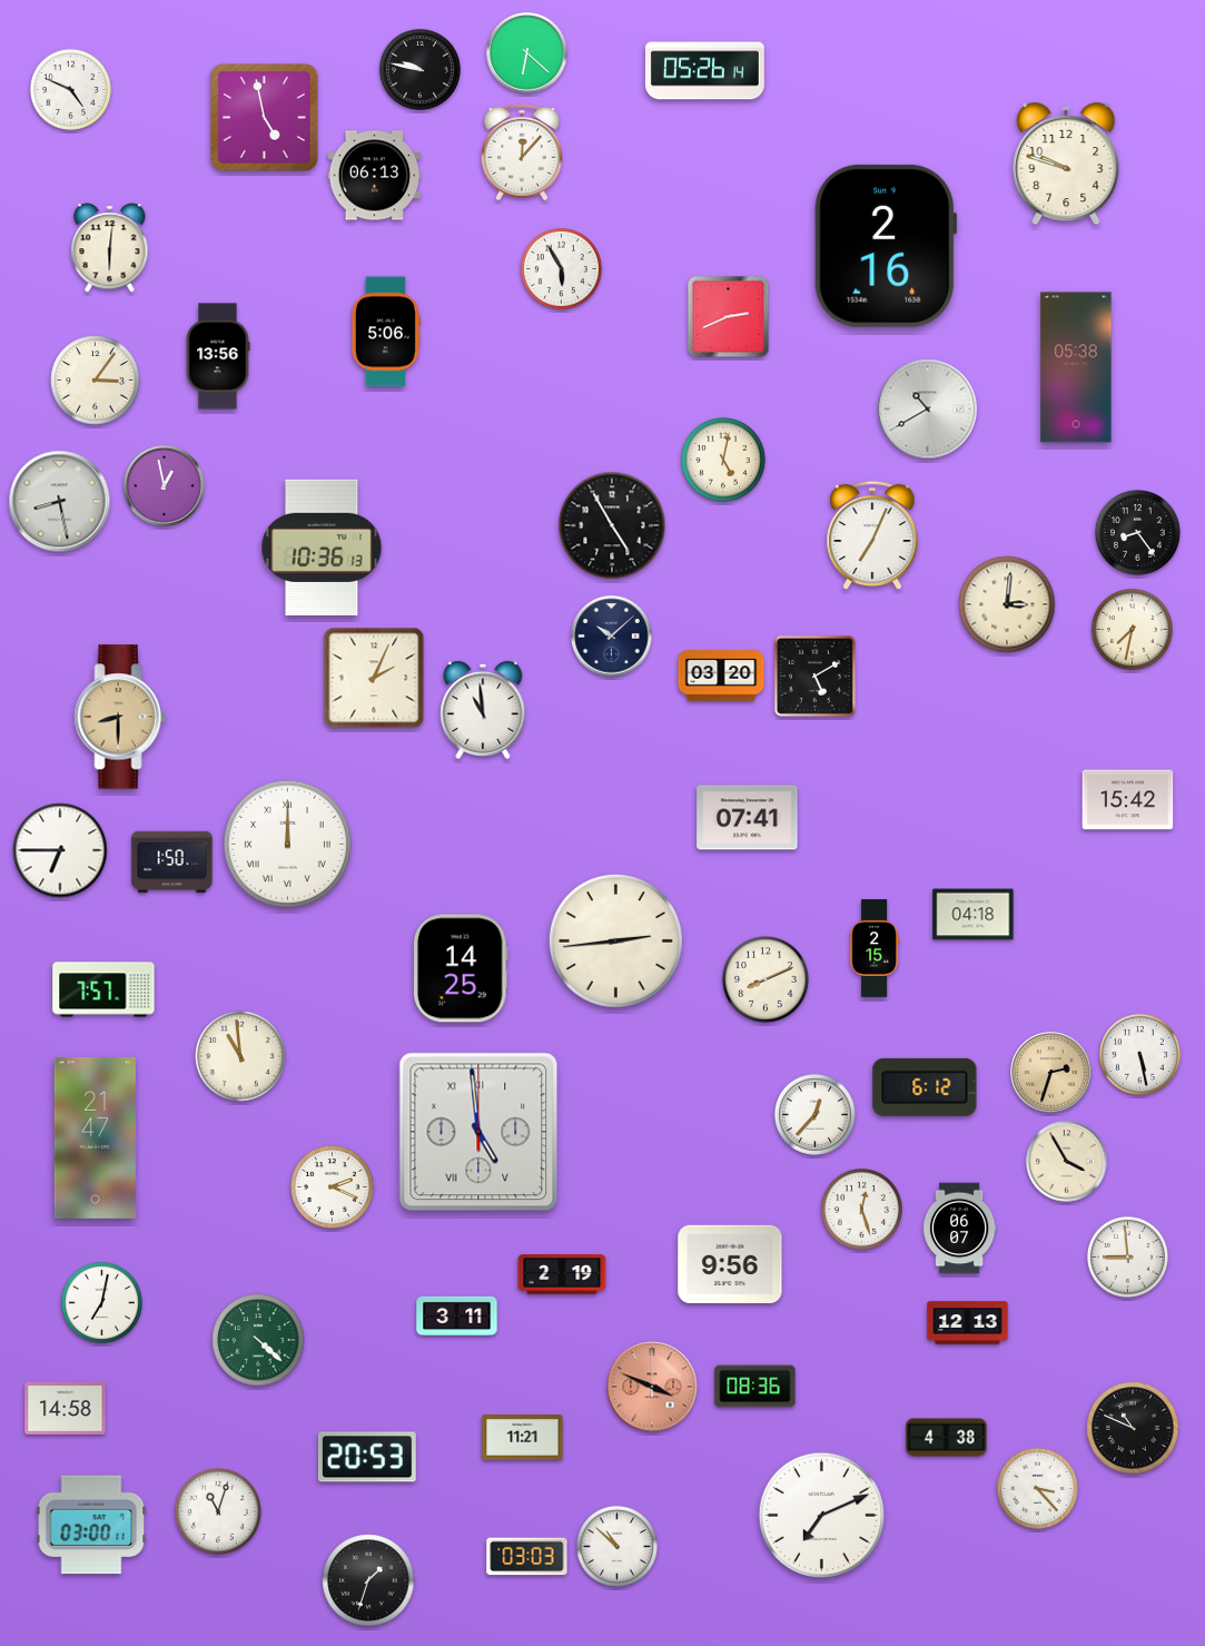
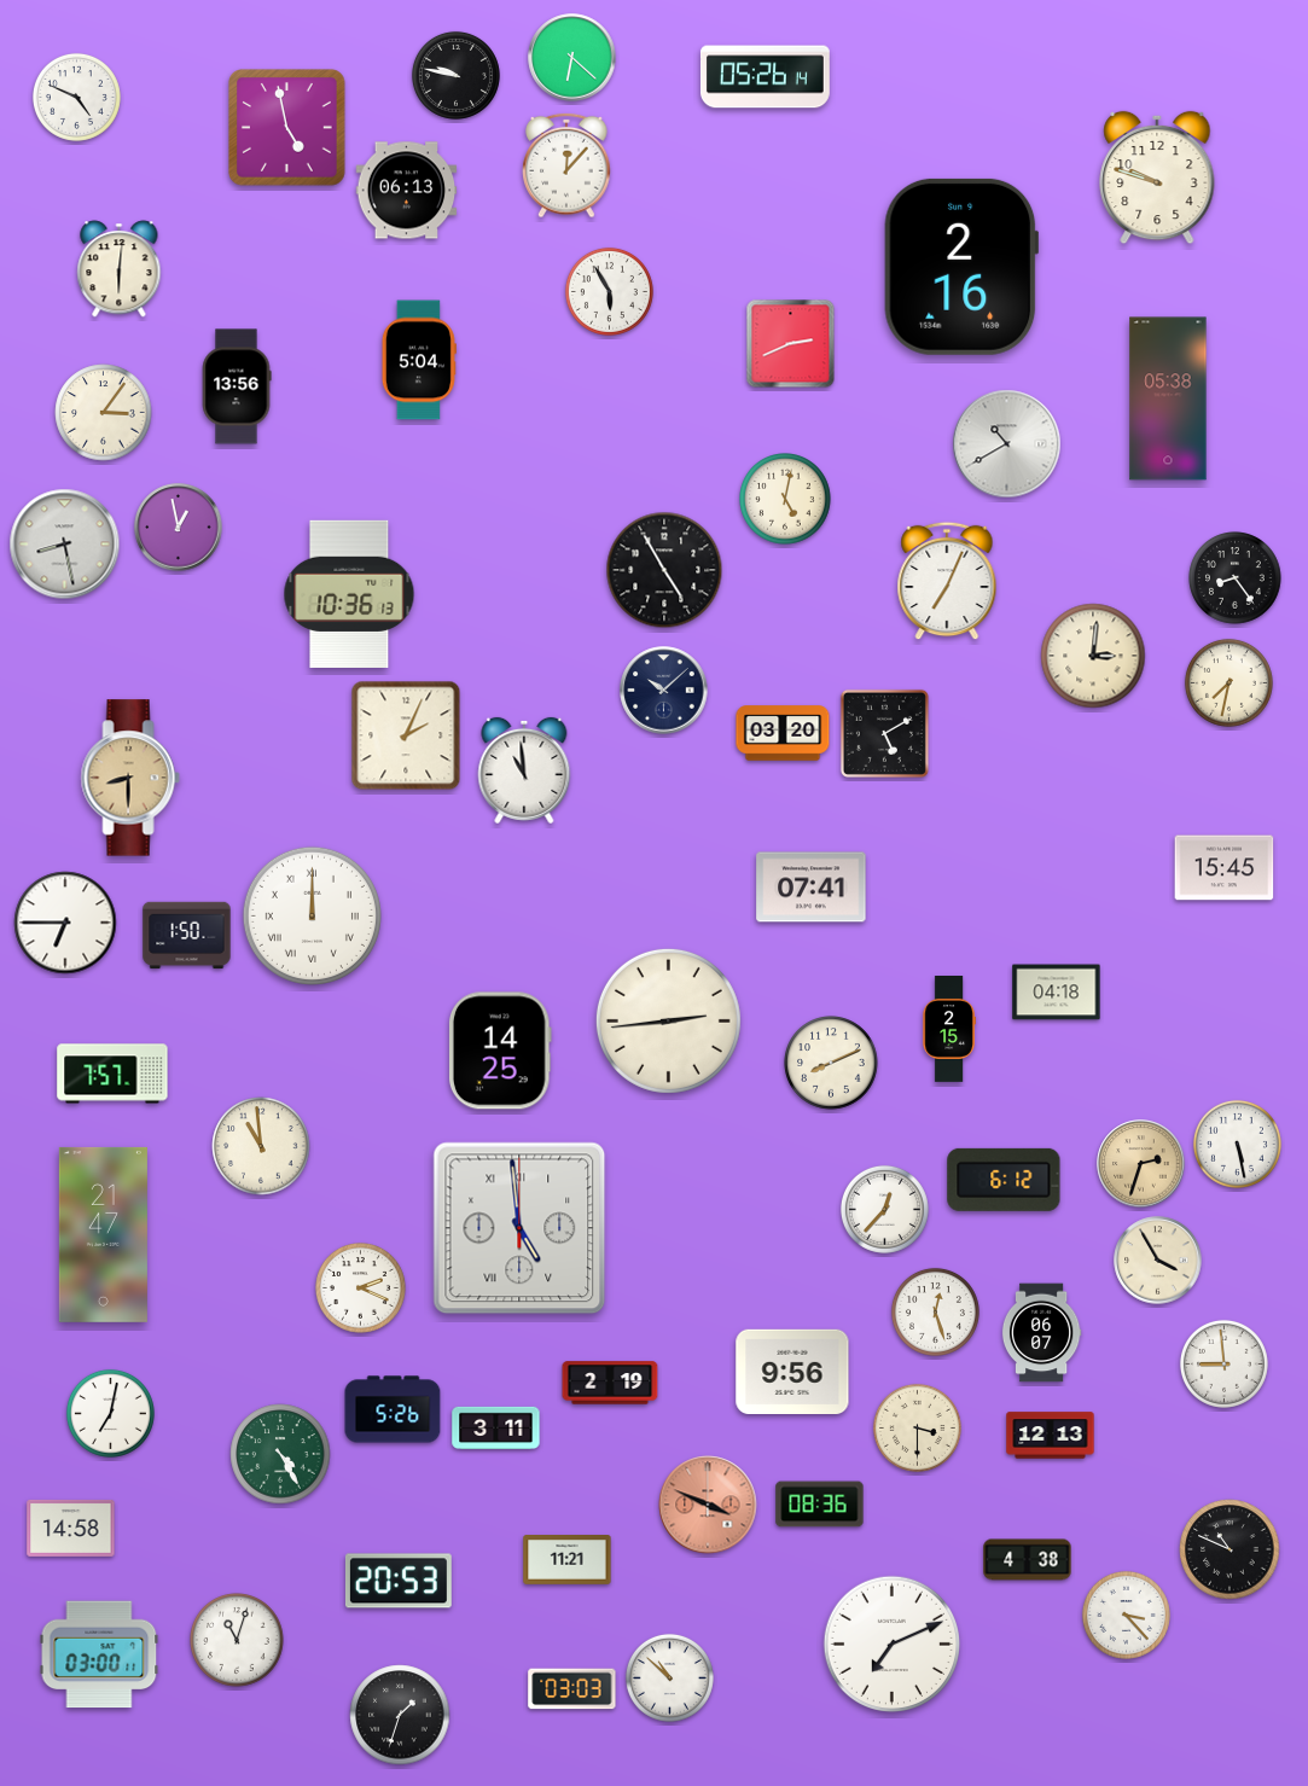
clock at (386, 332): 5:06 -> 5:04
clock at (1128, 800): 15:42 -> 15:45
clock at (393, 1409): none -> 5:26
clock at (917, 1427): none -> 3:30
clock at (258, 1340): 4:22 -> 4:25
